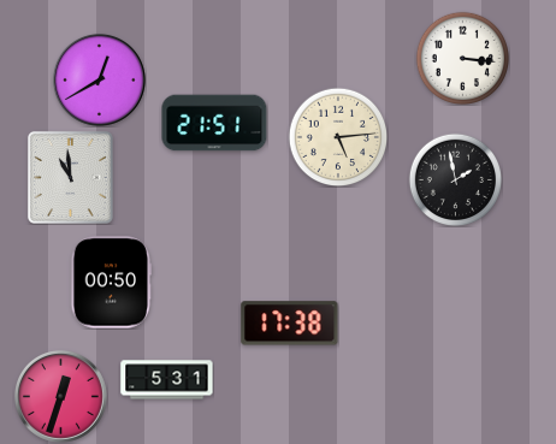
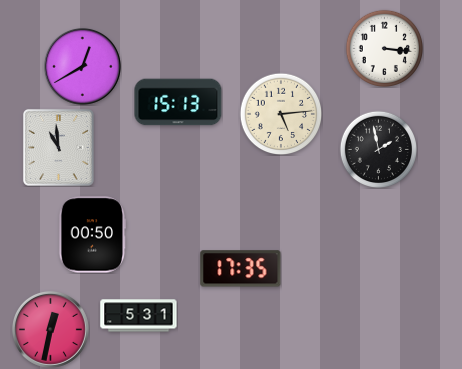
clock at (214, 123): 21:51 -> 15:13
clock at (290, 324): 17:38 -> 17:35
clock at (60, 396): 12:33 -> 12:32
